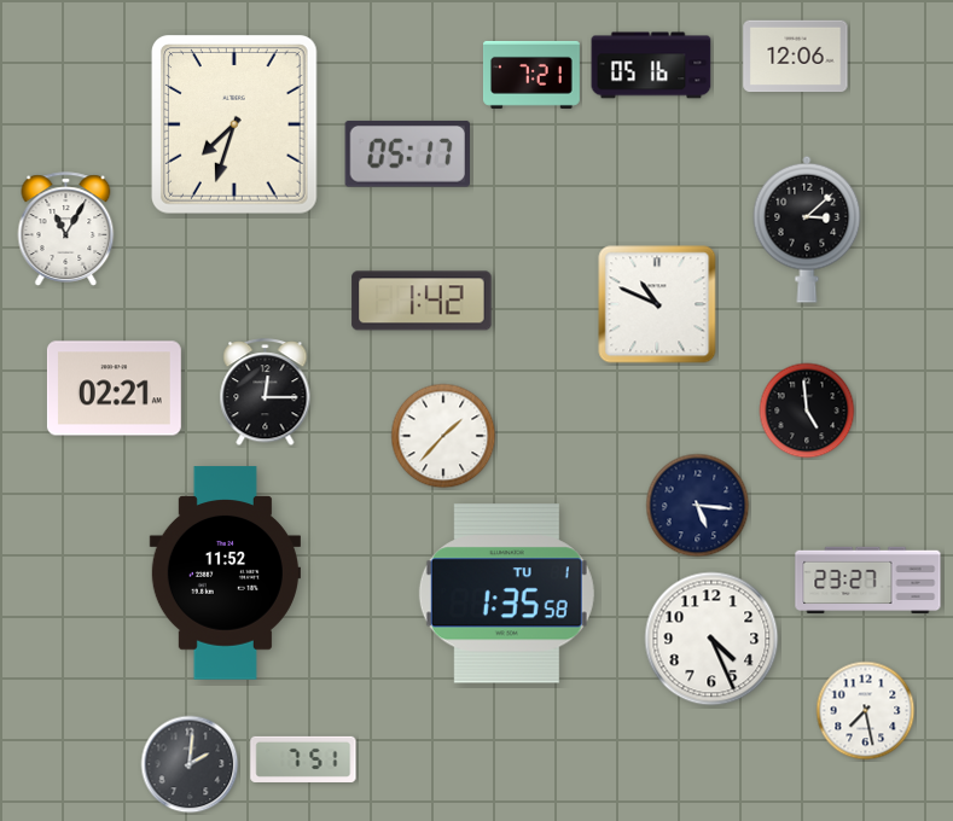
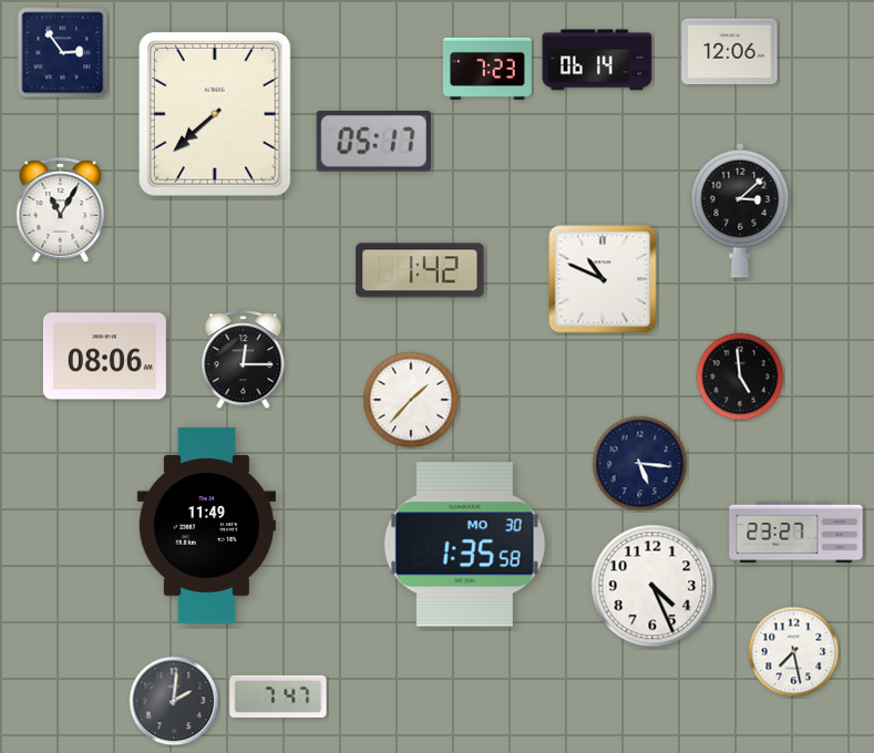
clock at (63, 53): none -> 2:54
clock at (651, 65): 05:16 -> 06:14
clock at (531, 75): 7:21 -> 7:23
clock at (236, 126): 7:33 -> 7:38
clock at (422, 301) position: (422, 301) -> (420, 270)
clock at (114, 389): 02:21 -> 08:06
clock at (443, 436) position: (443, 436) -> (411, 400)
clock at (225, 573): 11:52 -> 11:49
clock at (506, 594) date: TU 1 -> MO 30
clock at (303, 759): 7:51 -> 7:47
